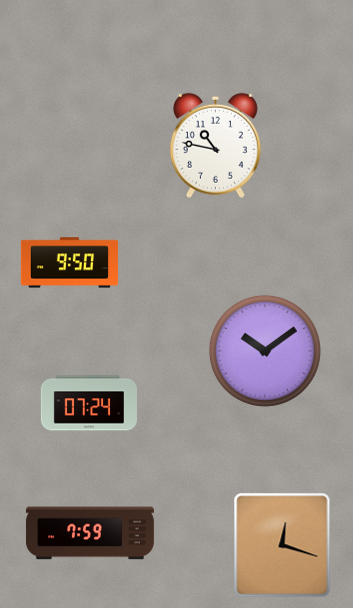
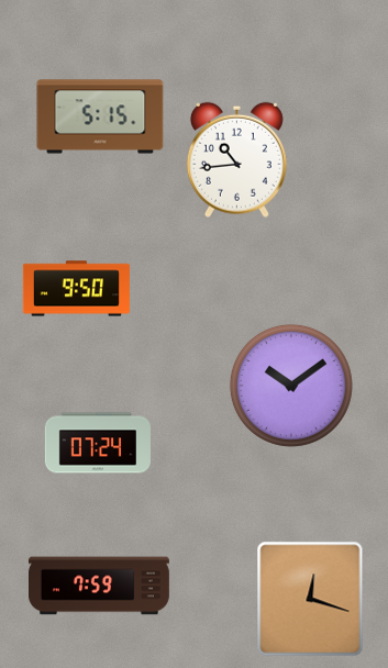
clock at (100, 116): none -> 5:15
clock at (215, 145): 10:47 -> 10:44
